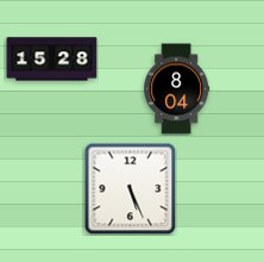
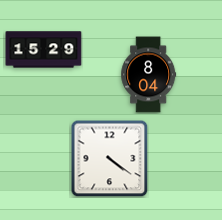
clock at (52, 60): 15:28 -> 15:29
clock at (130, 188): 5:26 -> 4:21
